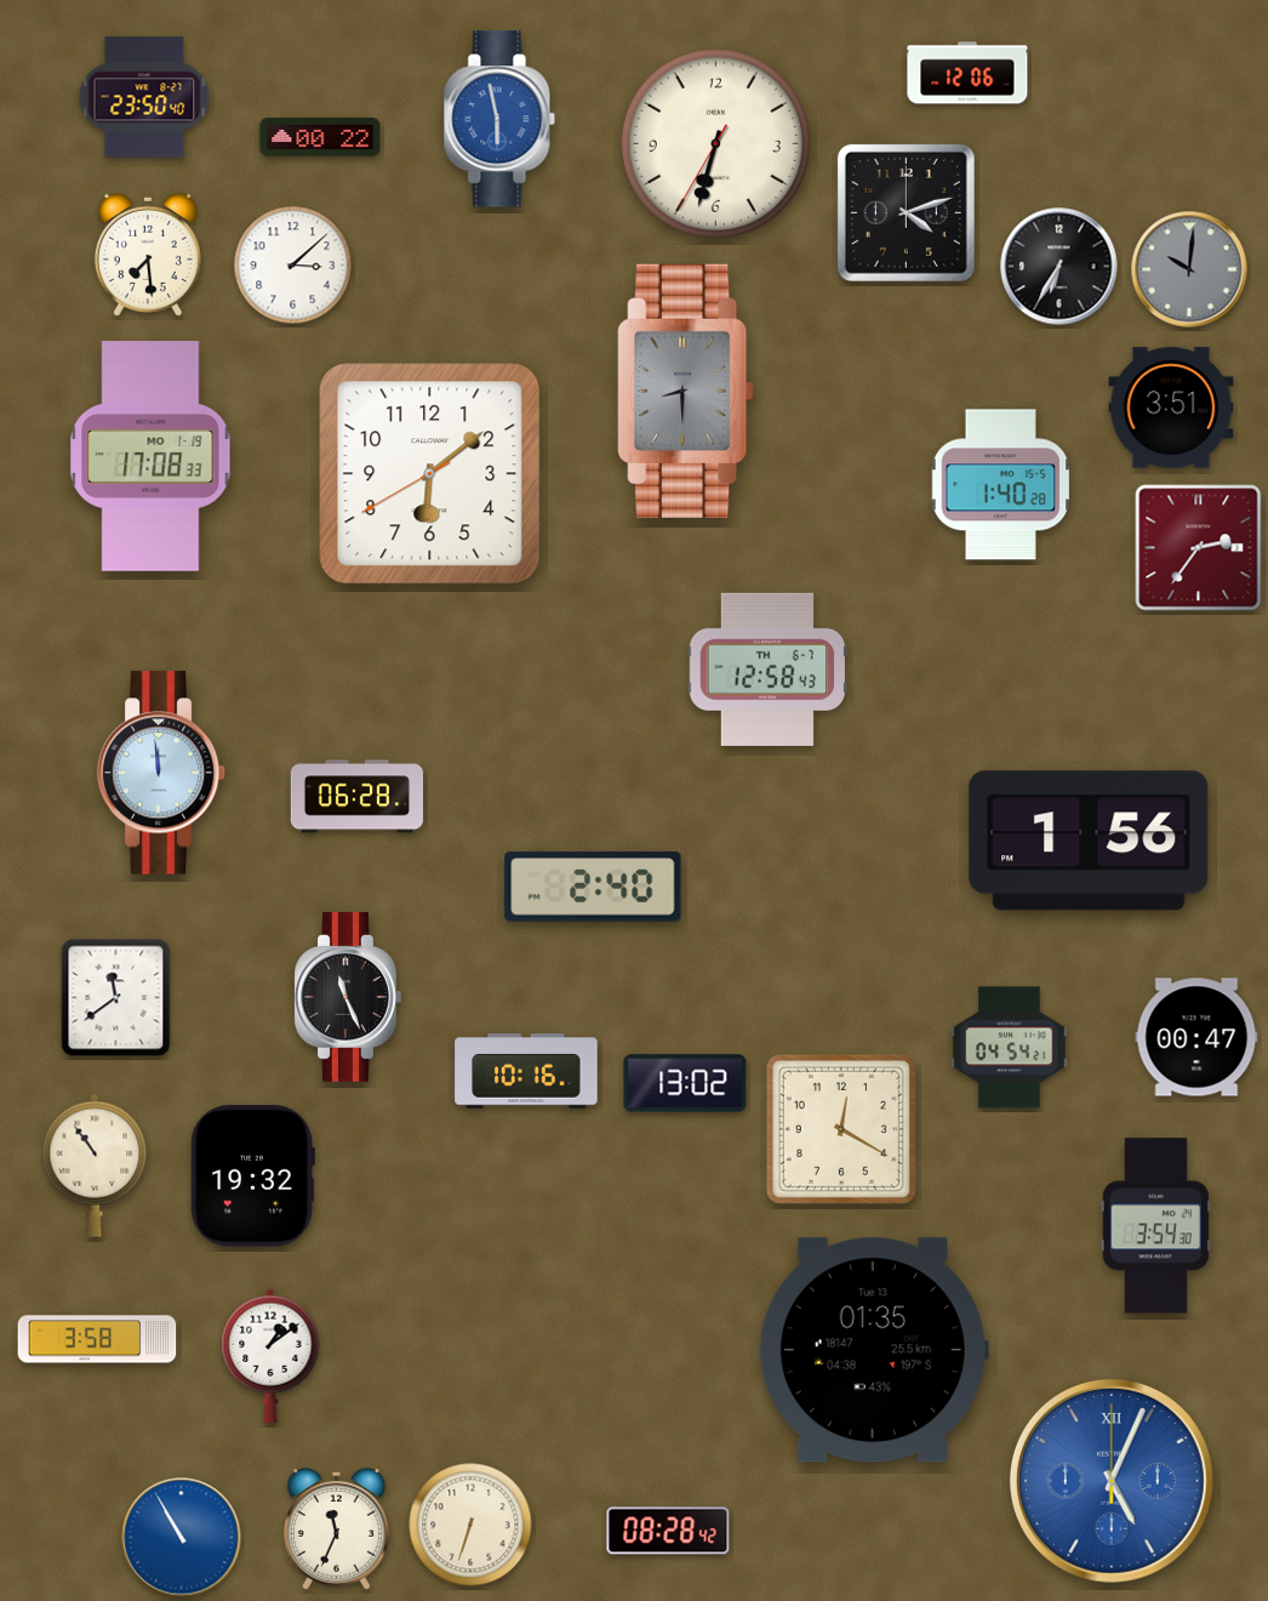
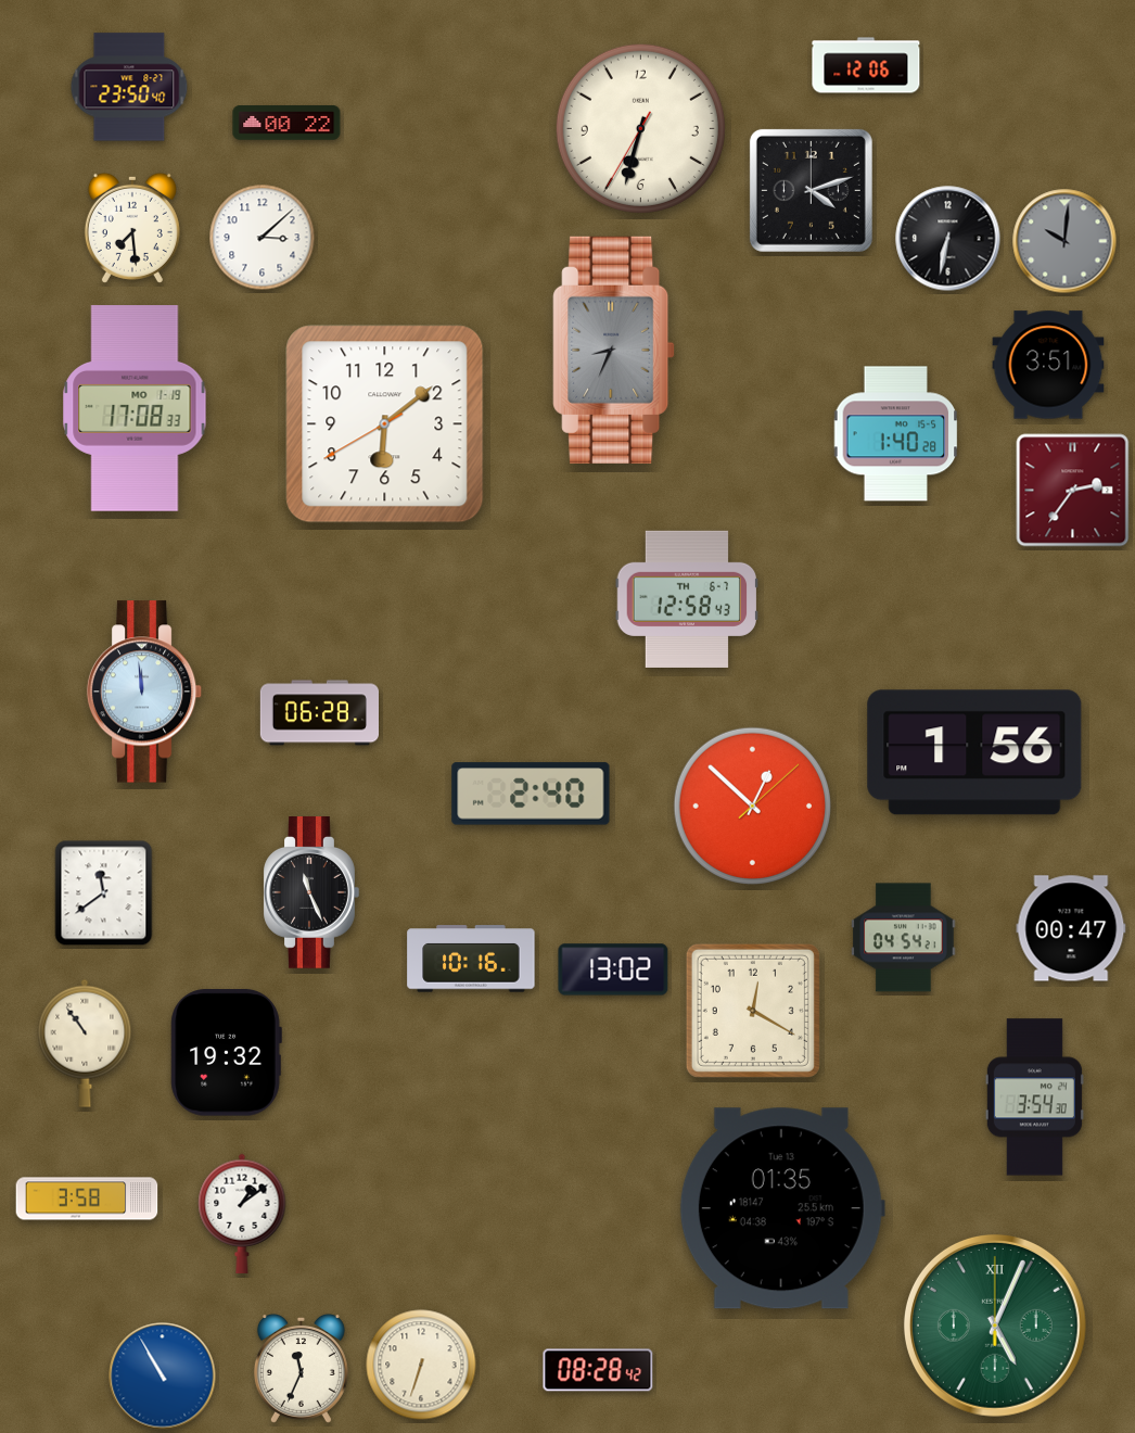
clock at (499, 119): 5:58 -> none
clock at (1059, 267): 6:35 -> 6:32
clock at (686, 391): 8:30 -> 8:34
clock at (752, 806): none -> 12:52
clock at (1112, 1481) dial: blue -> green
